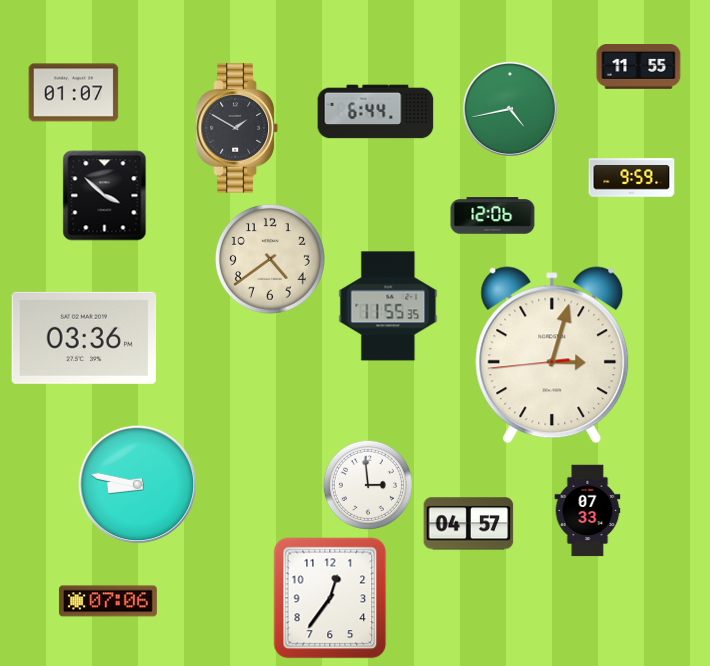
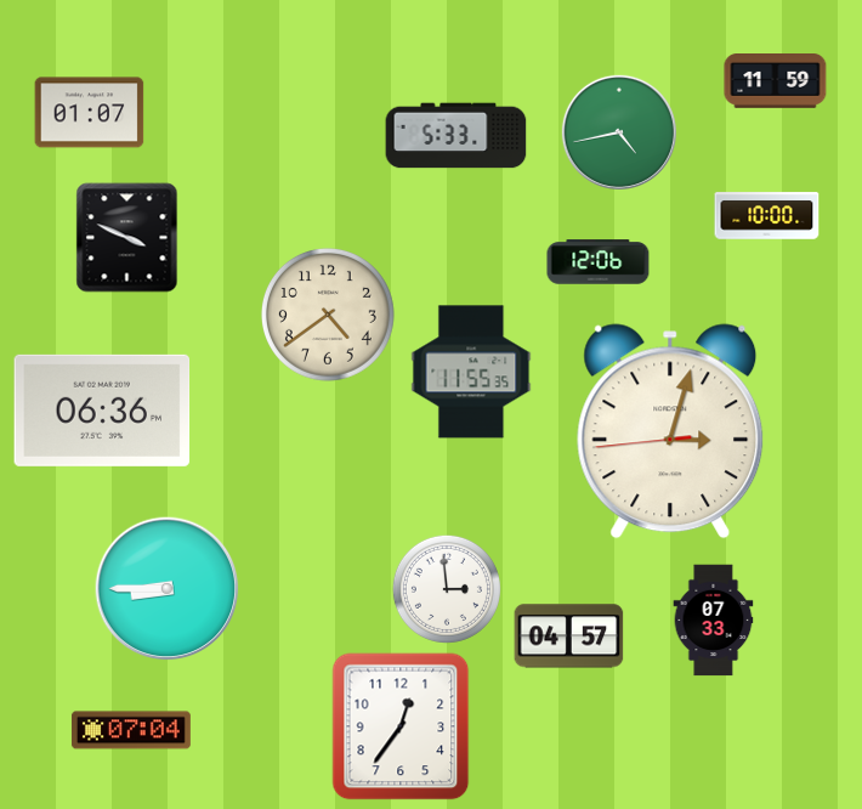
clock at (639, 67): 11:55 -> 11:59
clock at (376, 112): 6:44 -> 5:33
clock at (237, 128): 1:50 -> none
clock at (632, 178): 9:59 -> 10:00
clock at (105, 196): 3:52 -> 3:49
clock at (84, 338): 03:36 -> 06:36
clock at (138, 485): 8:47 -> 8:45
clock at (108, 601): 07:06 -> 07:04
